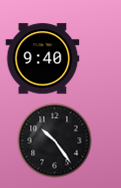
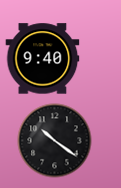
clock at (55, 141): 10:24 -> 10:21
